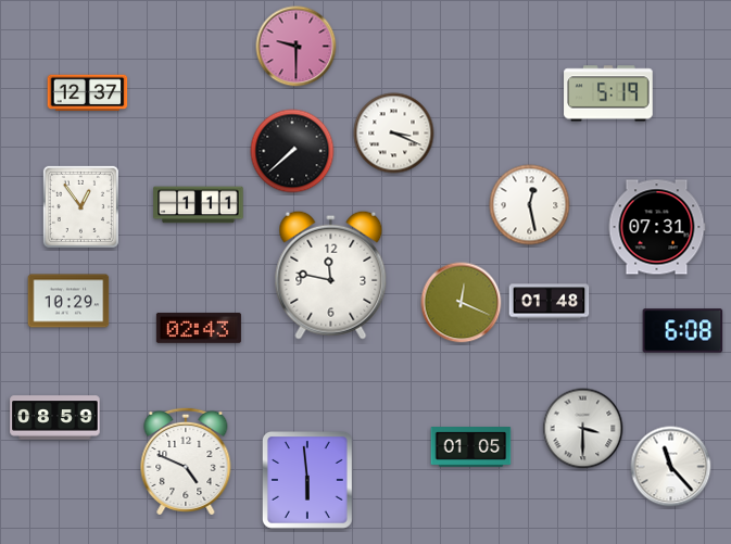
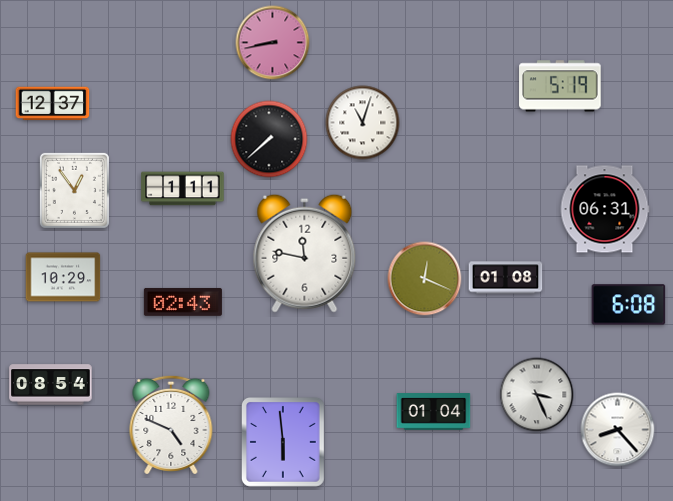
clock at (297, 47): 9:30 -> 8:43
clock at (88, 93) position: (88, 93) -> (53, 104)
clock at (394, 134): 3:19 -> 11:03
clock at (530, 205): 12:28 -> none
clock at (657, 227): 07:31 -> 06:31
clock at (550, 302): 01:48 -> 01:08
clock at (55, 418): 08:59 -> 08:54
clock at (583, 429): 3:30 -> 3:26
clock at (471, 447): 01:05 -> 01:04
clock at (671, 467): 11:23 -> 8:23
